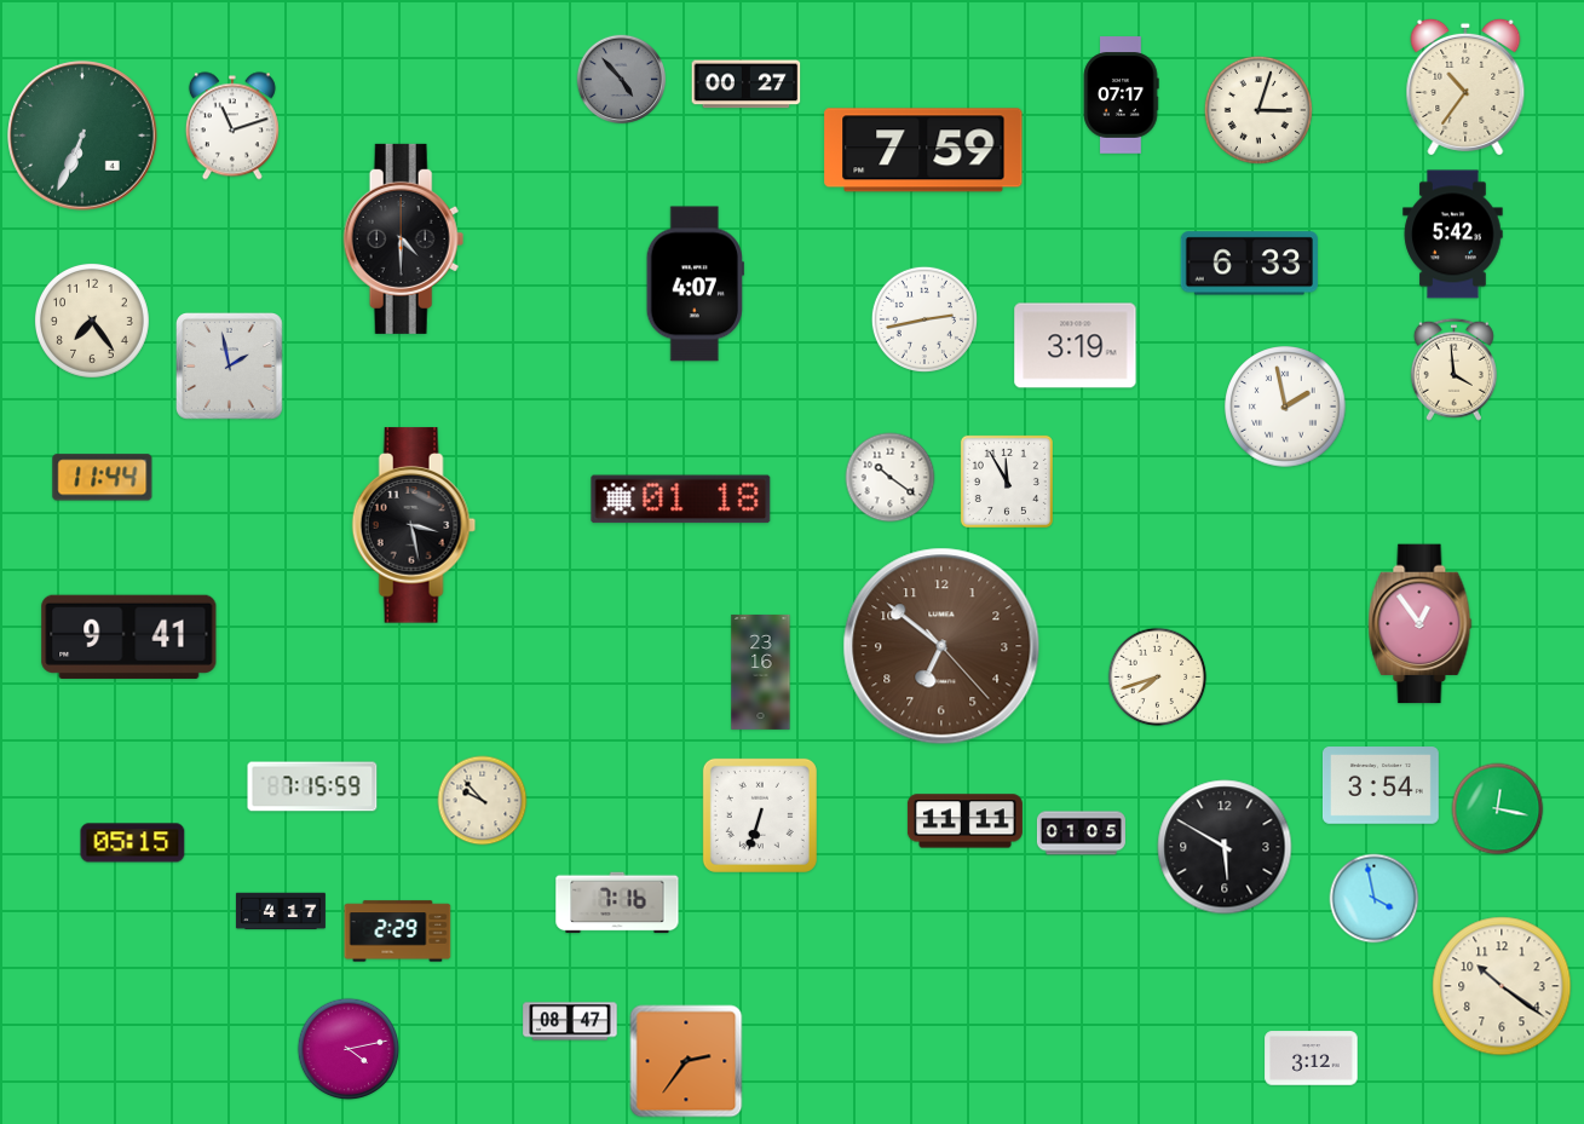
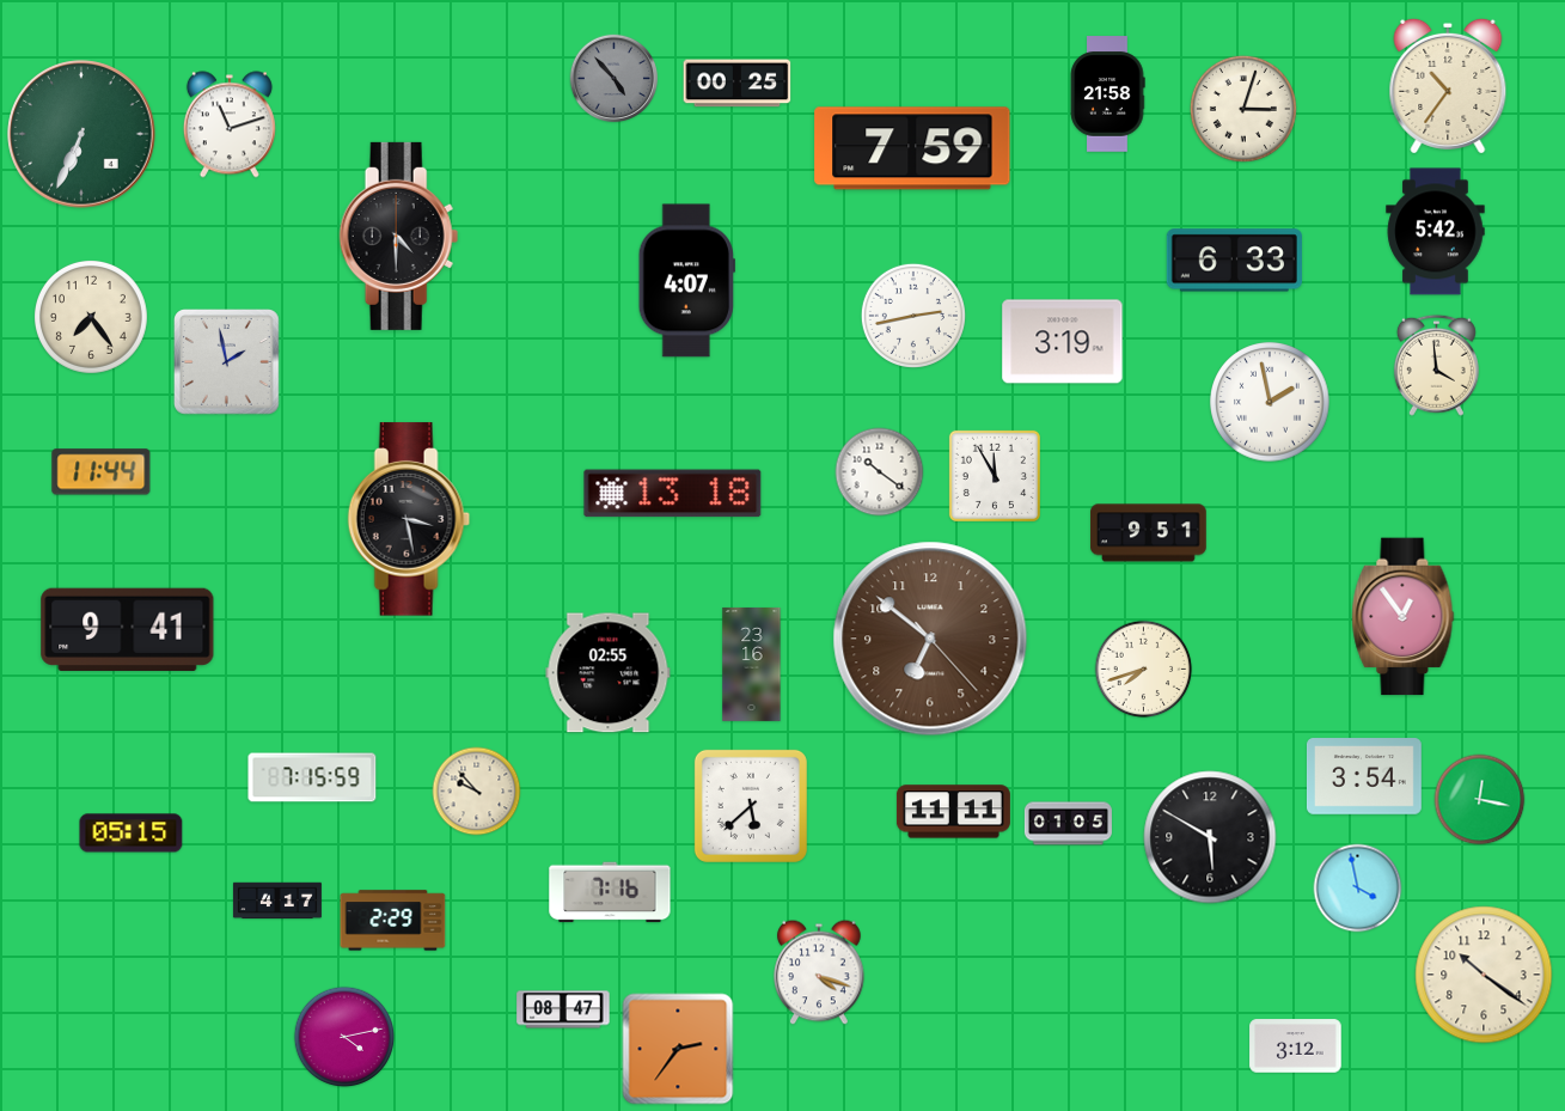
clock at (747, 85): 00:27 -> 00:25
clock at (1121, 96): 07:17 -> 21:58
clock at (681, 500): 01:18 -> 13:18
clock at (1149, 533): none -> 9:51
clock at (609, 673): none -> 02:55
clock at (312, 786) position: (312, 786) -> (312, 777)
clock at (760, 815): 6:33 -> 5:38
clock at (819, 972): none -> 4:18
